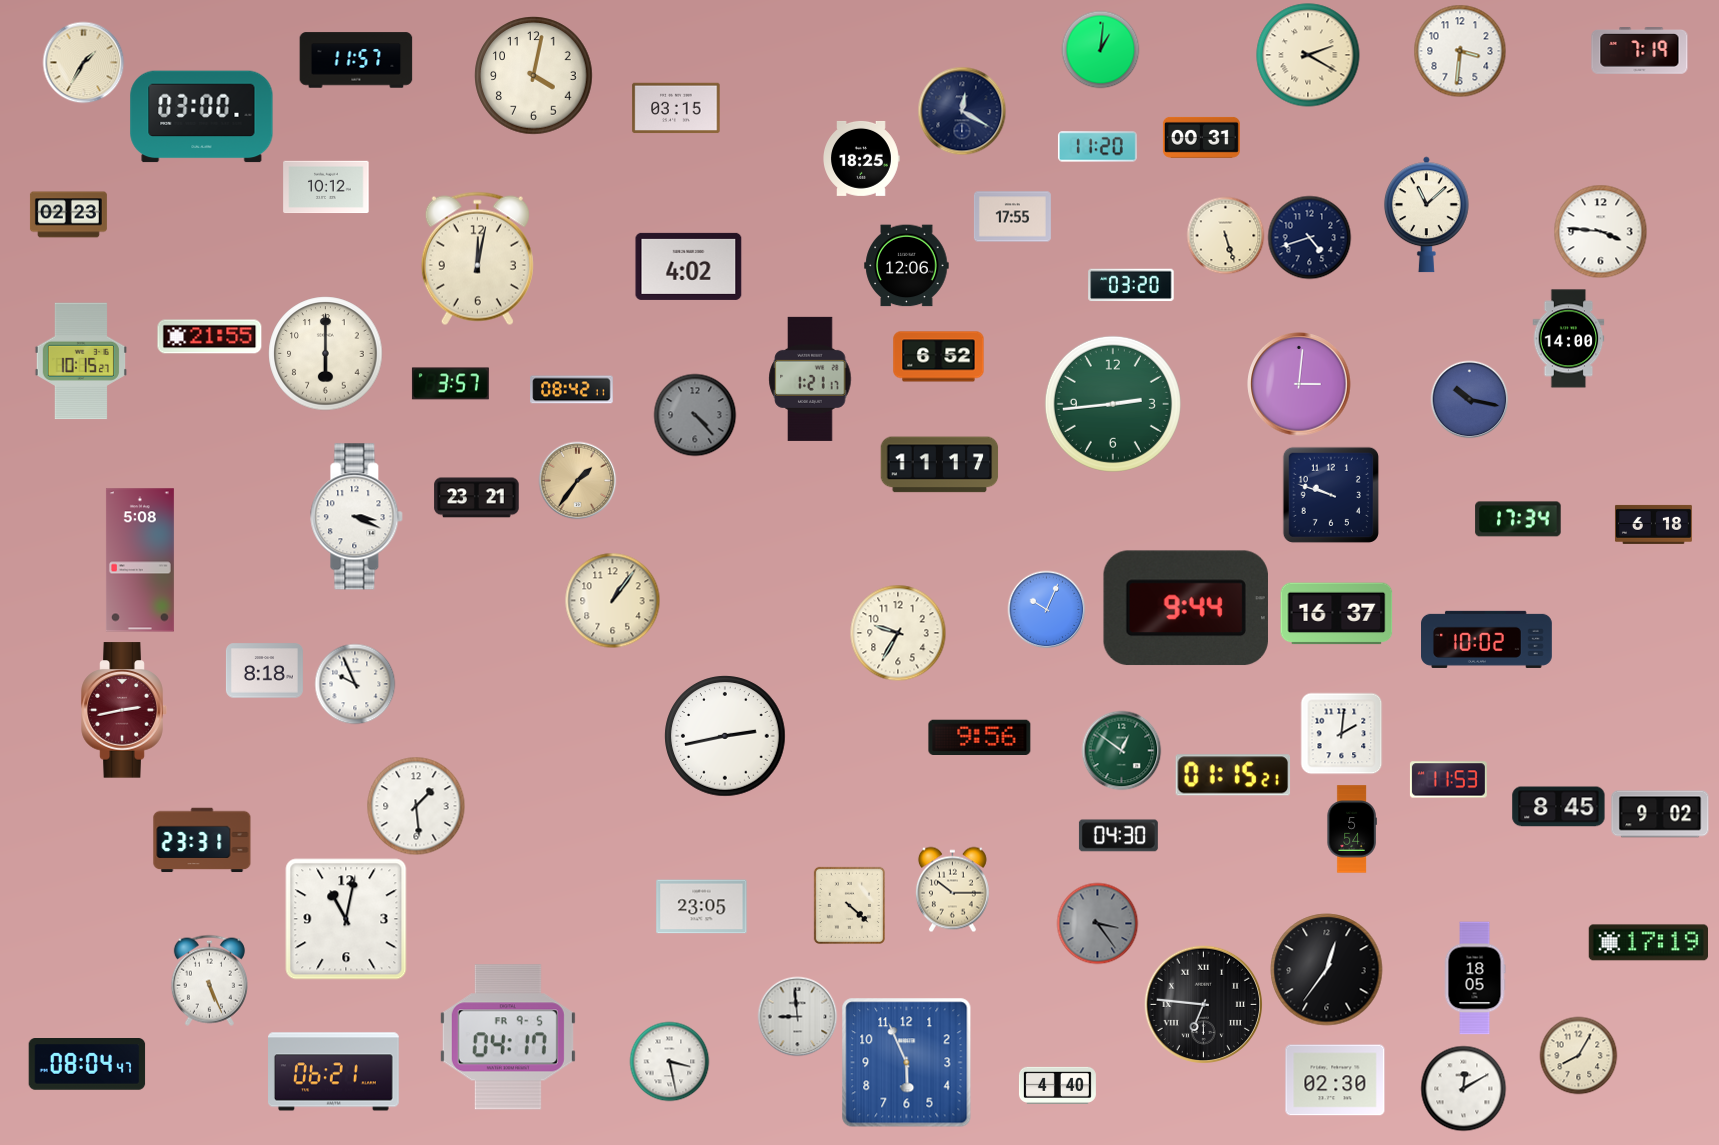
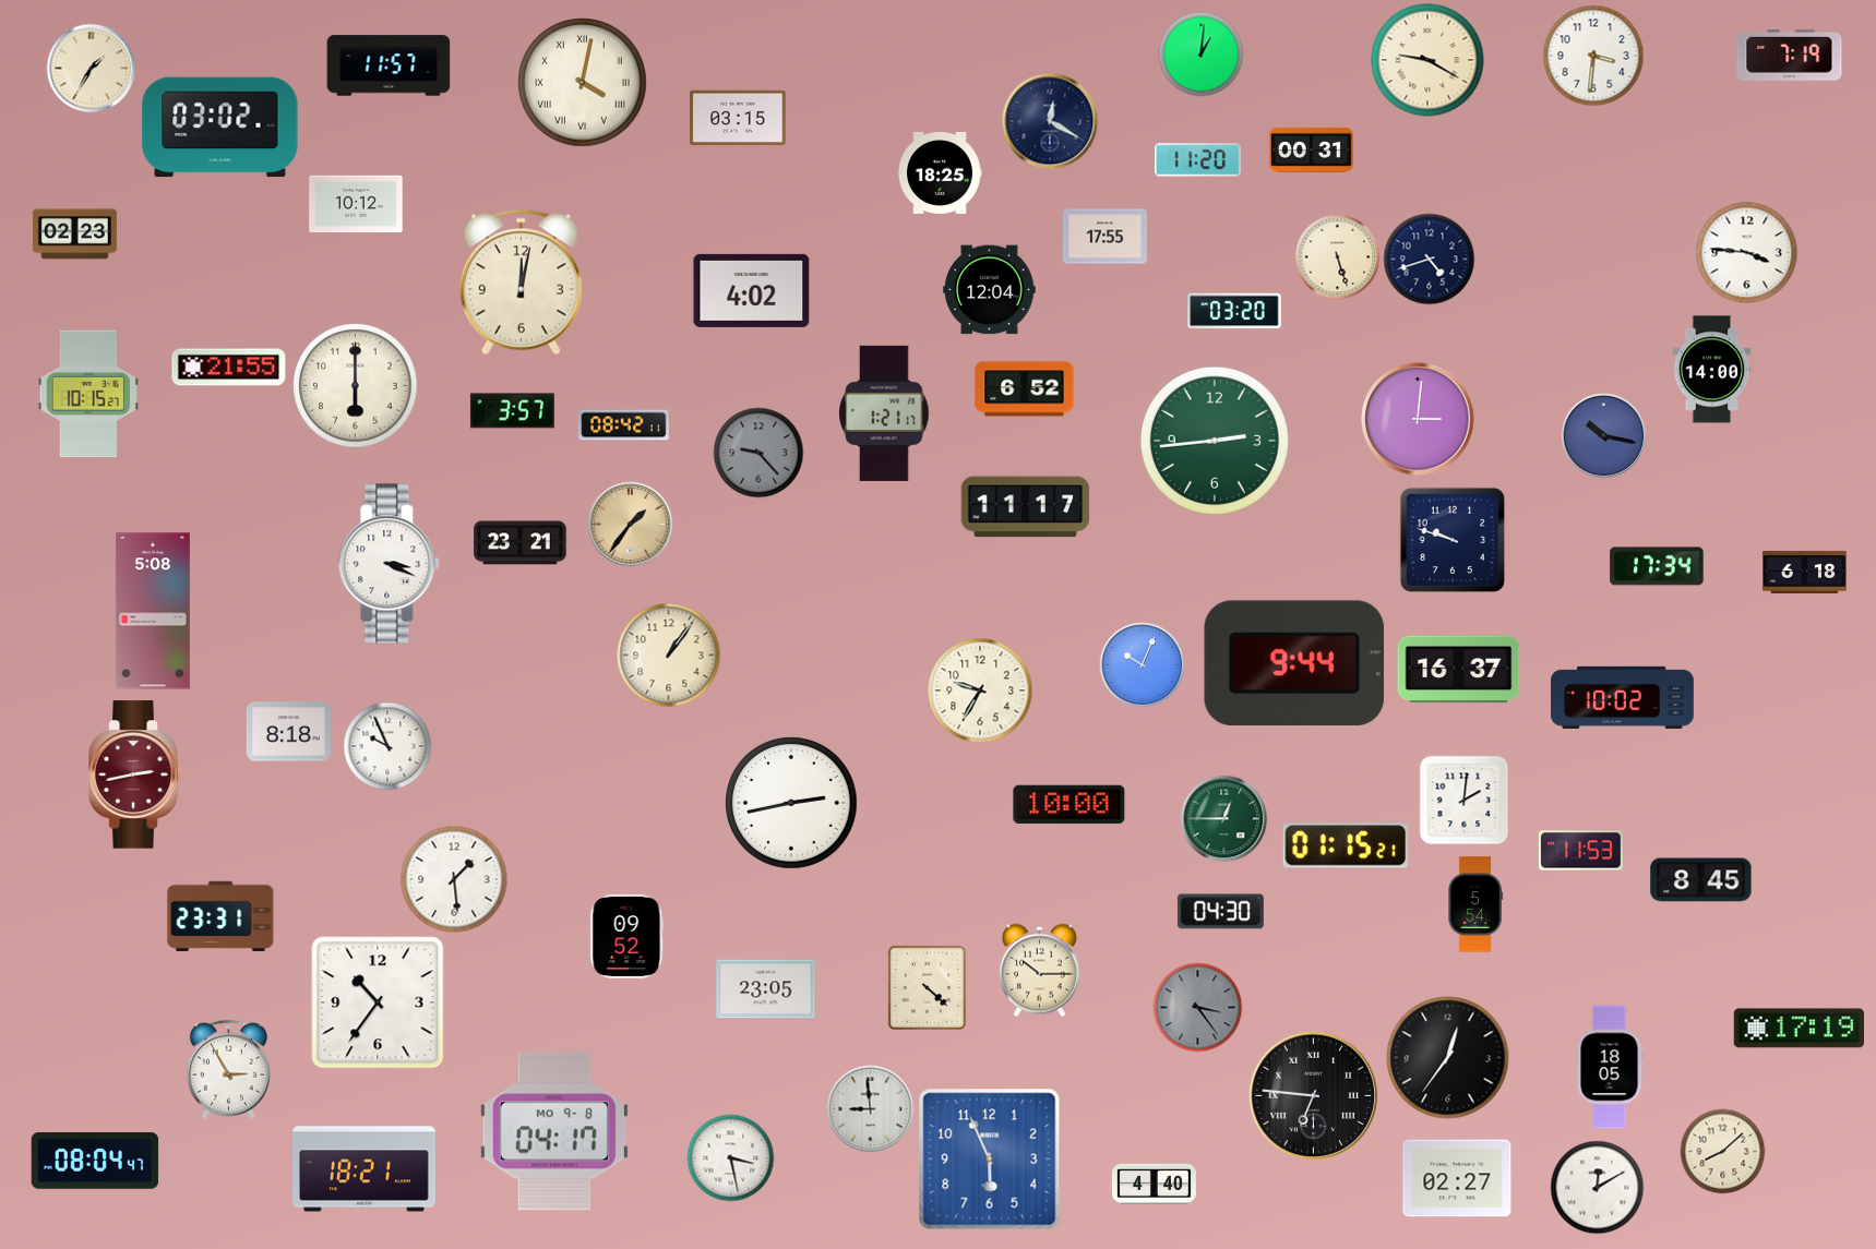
clock at (1308, 55): 2:20 -> 9:20
clock at (534, 76) numerals: Arabic -> Roman
clock at (202, 117): 03:00 -> 03:02
clock at (1426, 215): 11:08 -> none
clock at (907, 266): 12:06 -> 12:04
clock at (450, 384) position: (450, 384) -> (512, 411)
clock at (695, 415): 4:23 -> 9:23
clock at (980, 738): 9:56 -> 10:00
clock at (1121, 750): 12:51 -> 12:45
clock at (1660, 814): 9:02 -> none
clock at (628, 936): none -> 09:52
clock at (346, 919): 11:02 -> 10:36
clock at (209, 980): 5:26 -> 2:55
clock at (508, 1037) date: FR 9-5 -> MO 9-8
clock at (1578, 1055): 8:05 -> 8:08
clock at (334, 1072): 06:21 -> 18:21
clock at (1335, 1080): 02:30 -> 02:27
